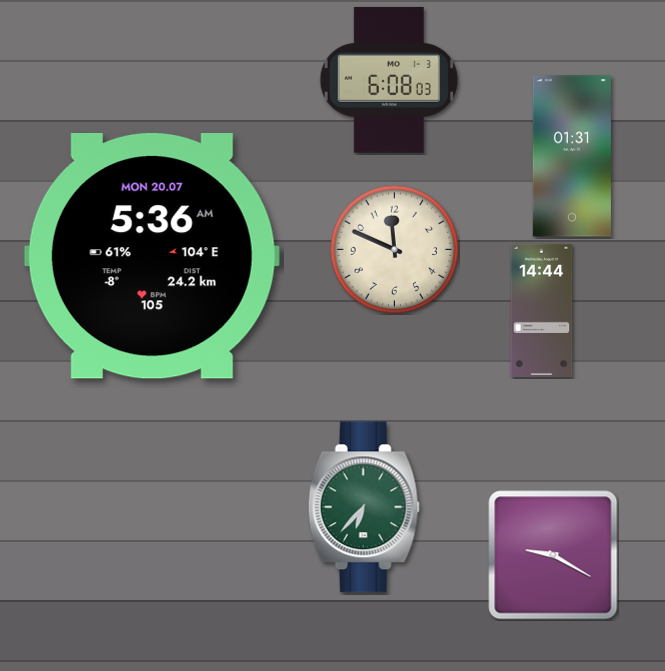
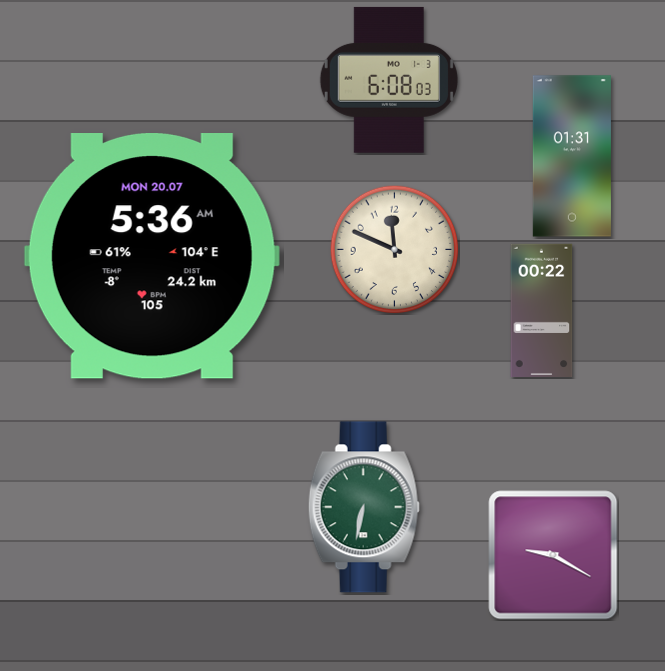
clock at (542, 310): 14:44 -> 00:22
clock at (364, 507): 6:37 -> 6:32
